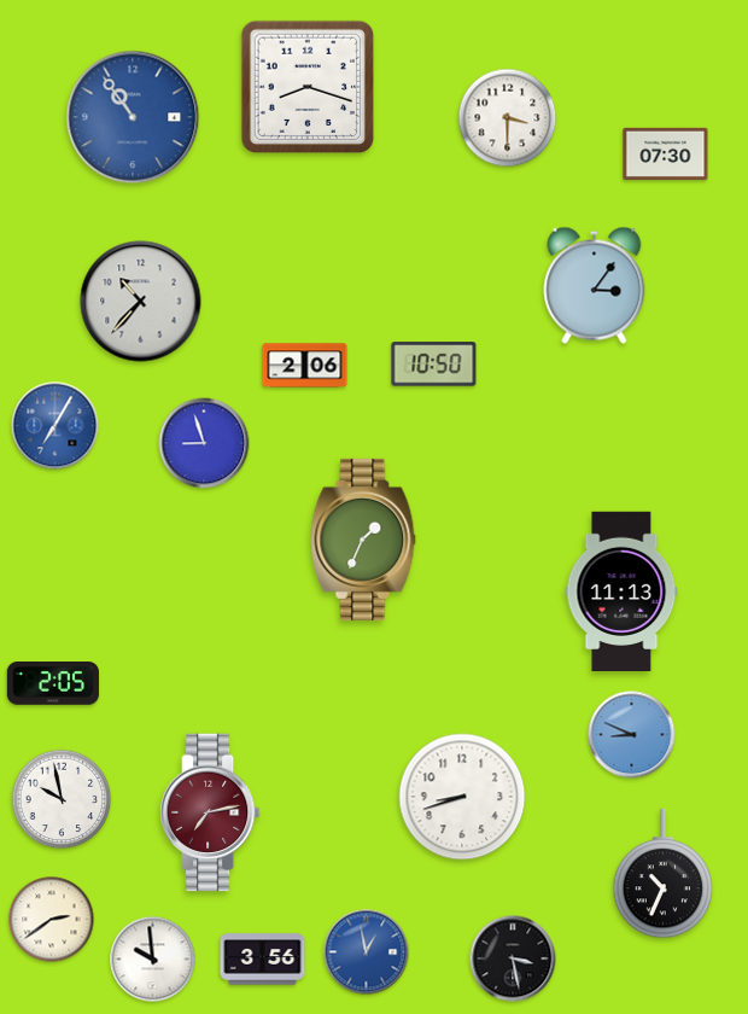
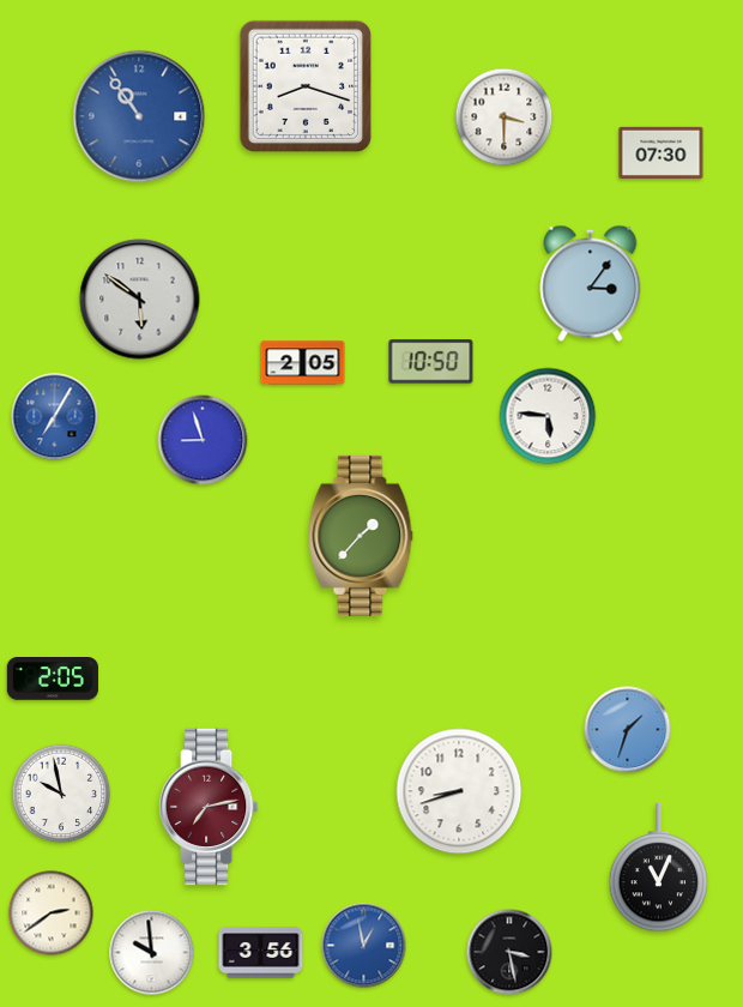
clock at (133, 117) position: (133, 117) -> (139, 116)
clock at (141, 302): 10:37 -> 5:51
clock at (305, 366): 2:06 -> 2:05
clock at (548, 416): none -> 5:46
clock at (55, 426) position: (55, 426) -> (55, 417)
clock at (363, 540): 1:34 -> 1:37
clock at (621, 590): 11:13 -> none
clock at (632, 735): 8:49 -> 1:33
clock at (664, 874): 10:34 -> 11:04
